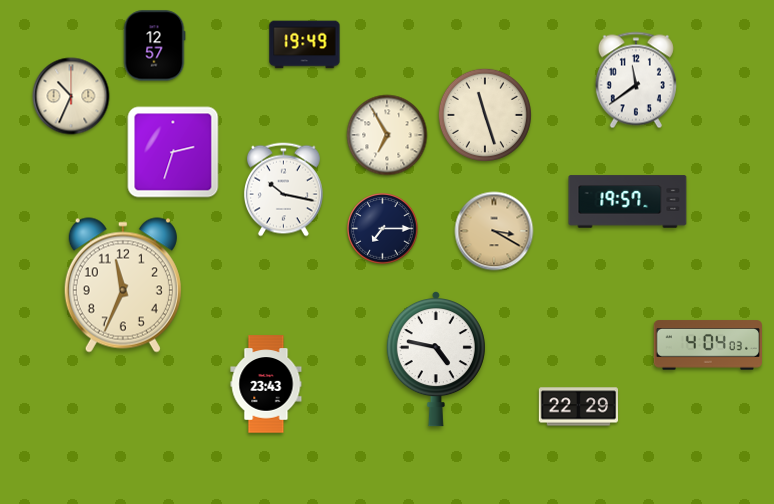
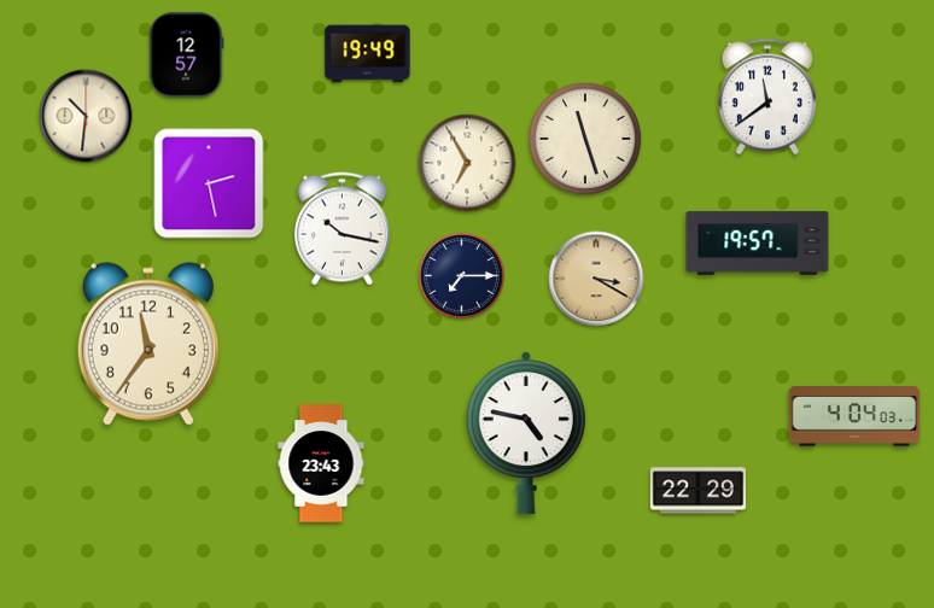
clock at (71, 96): 10:34 -> 10:31
clock at (173, 152): 2:33 -> 2:28
clock at (123, 285): 11:34 -> 11:36
